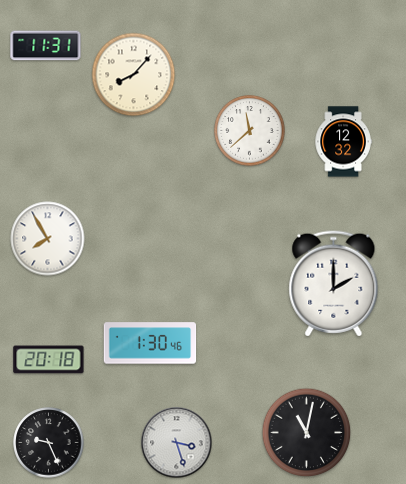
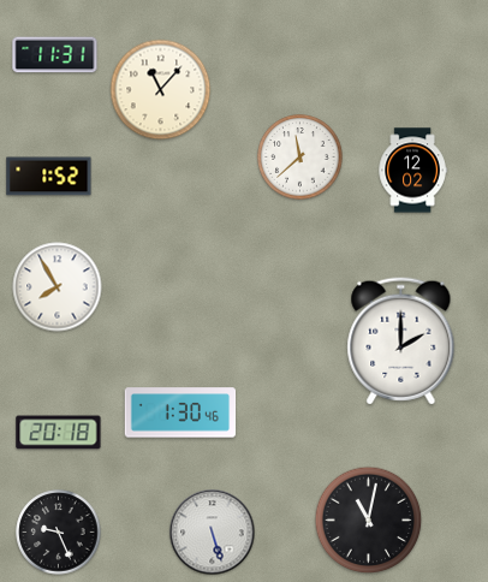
clock at (134, 75): 8:07 -> 11:07
clock at (343, 142): 12:32 -> 12:02
clock at (49, 177): none -> 1:52
clock at (177, 443): 3:27 -> 5:27
